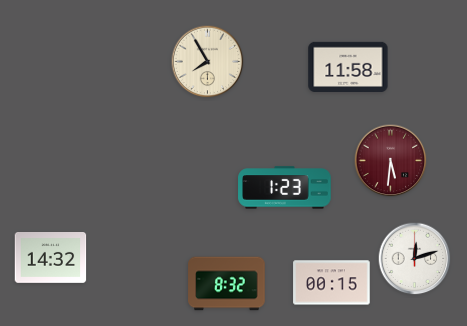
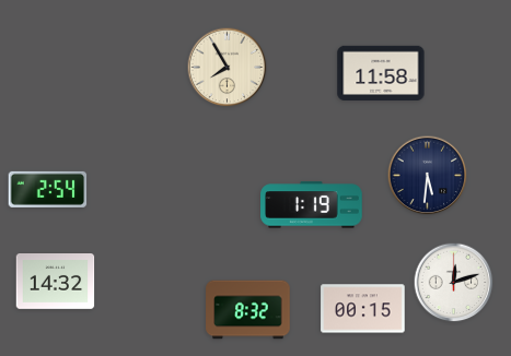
clock at (391, 161) dial: burgundy -> navy
clock at (48, 189): none -> 2:54
clock at (285, 188): 1:23 -> 1:19
